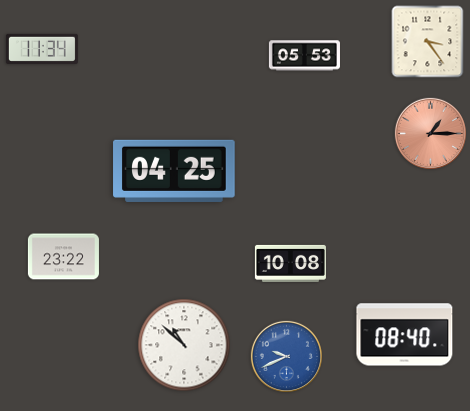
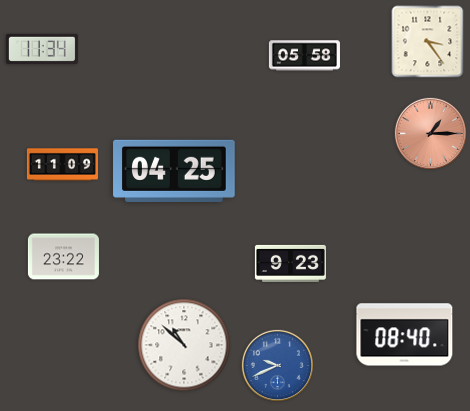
clock at (304, 56): 05:53 -> 05:58
clock at (62, 165): none -> 11:09
clock at (290, 263): 10:08 -> 9:23
clock at (286, 356) position: (286, 356) -> (277, 365)
